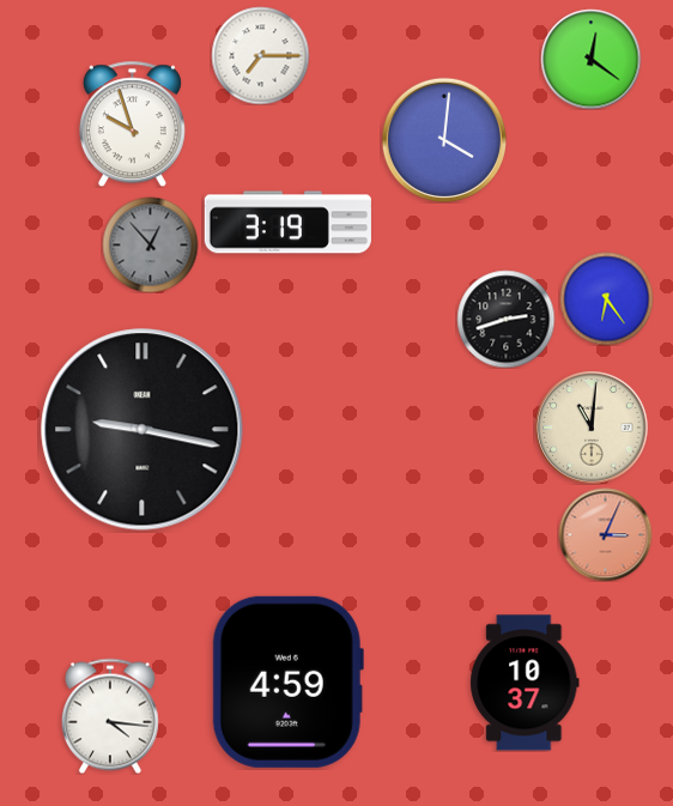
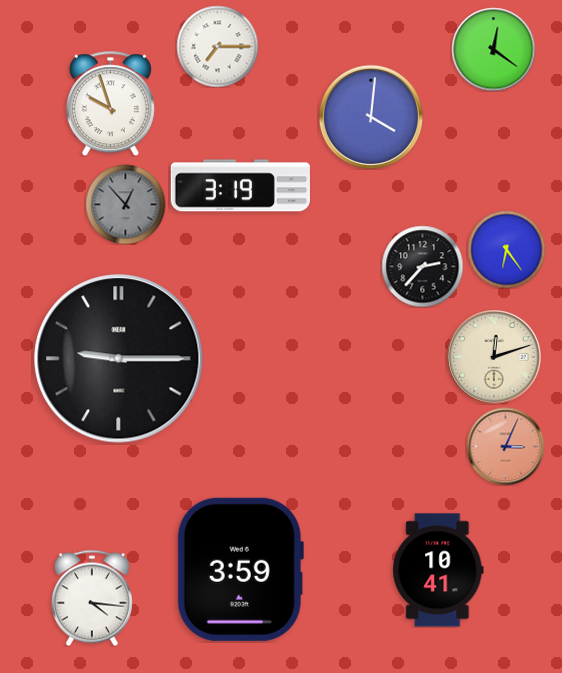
clock at (505, 319): 2:42 -> 2:37
clock at (592, 428): 11:01 -> 12:12
clock at (143, 430): 9:17 -> 9:15
clock at (287, 681): 4:59 -> 3:59
clock at (525, 683): 10:37 -> 10:41
